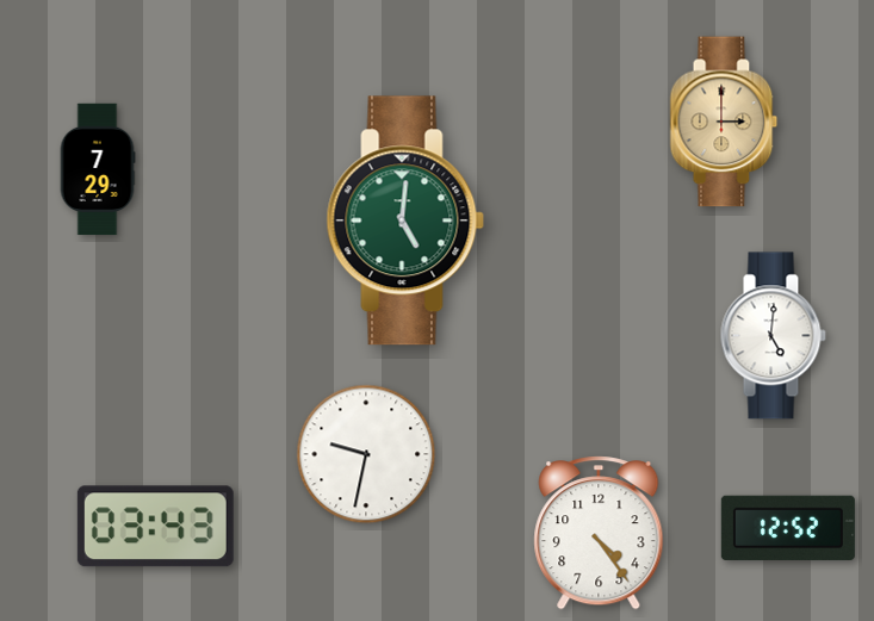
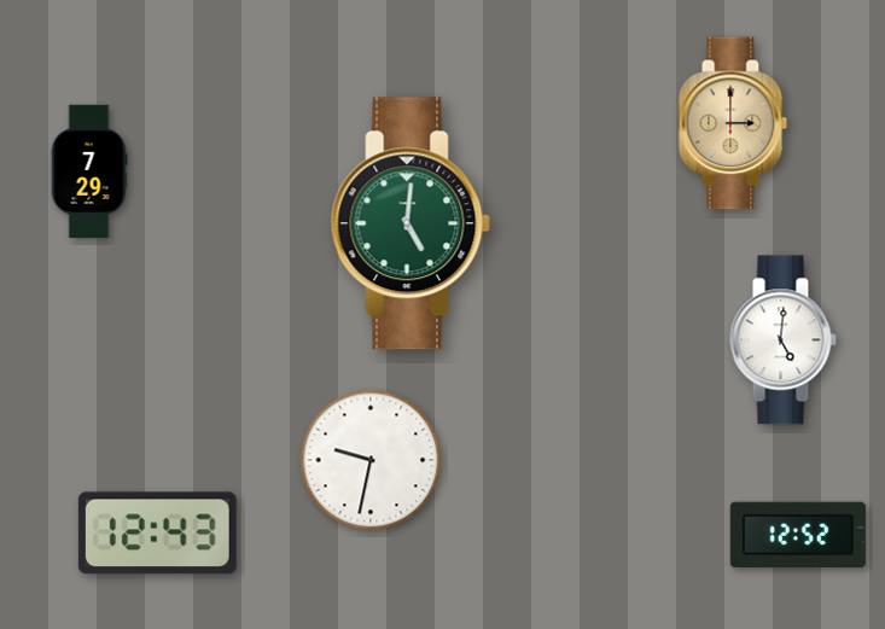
clock at (98, 169) position: (98, 169) -> (89, 171)
clock at (155, 527): 03:43 -> 12:43
clock at (599, 533): 4:24 -> none
